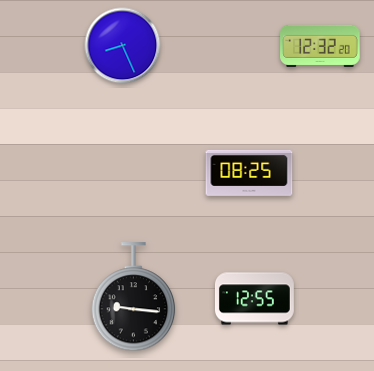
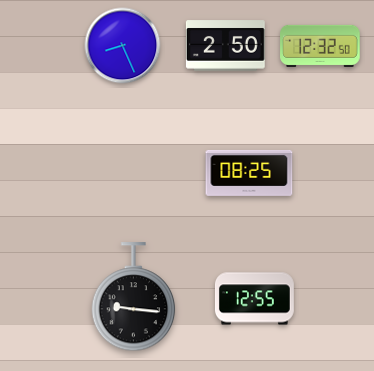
clock at (225, 46): none -> 2:50
clock at (320, 46): 12:32:20 -> 12:32:50
